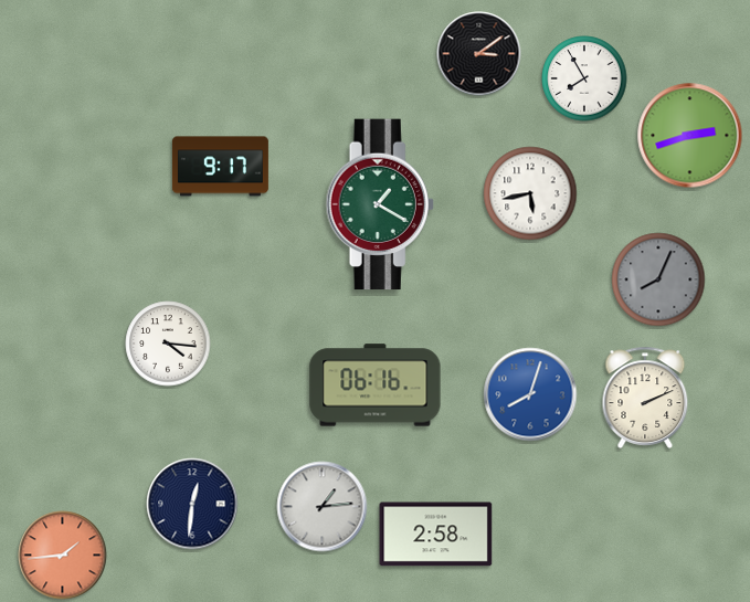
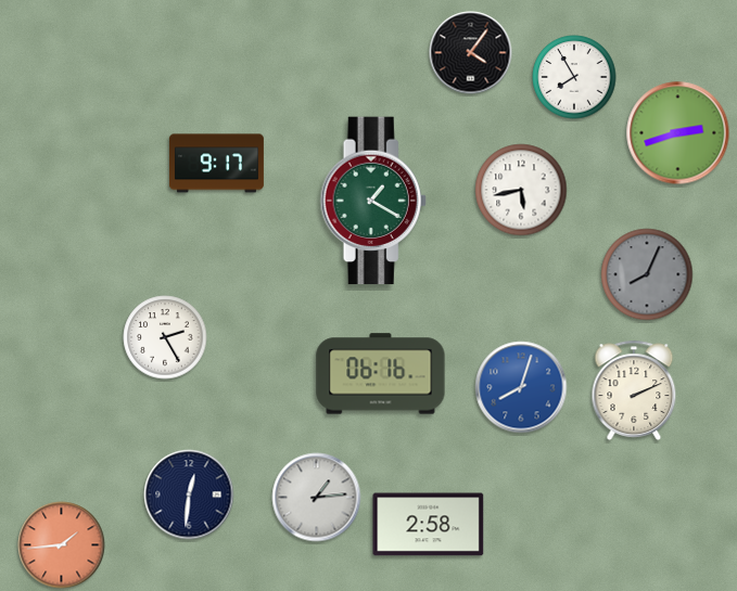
clock at (479, 54): 3:09 -> 4:06
clock at (168, 344): 4:16 -> 2:25
clock at (376, 386) position: (376, 386) -> (381, 374)
